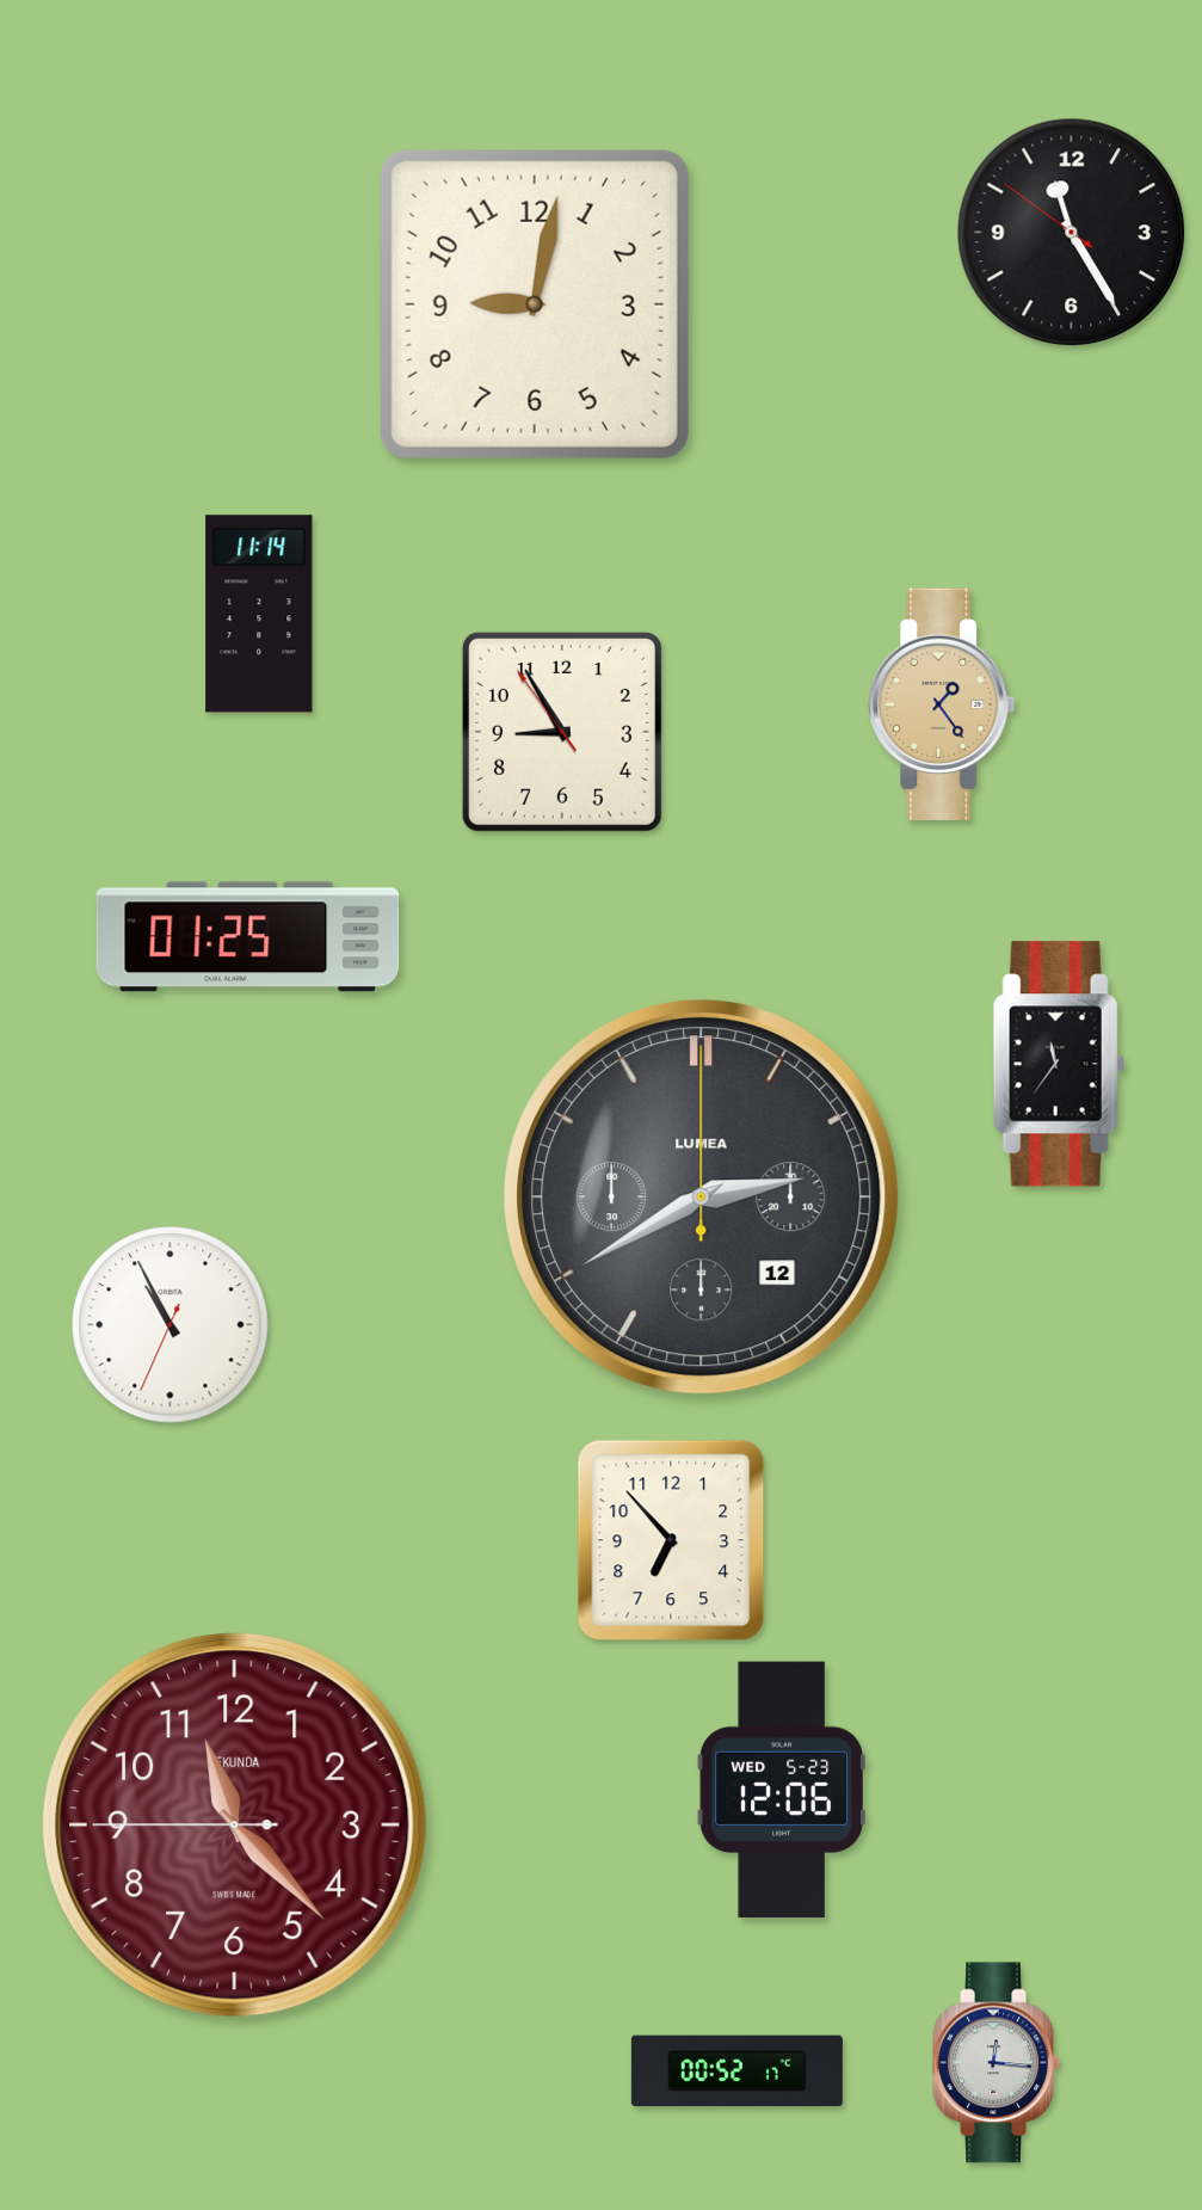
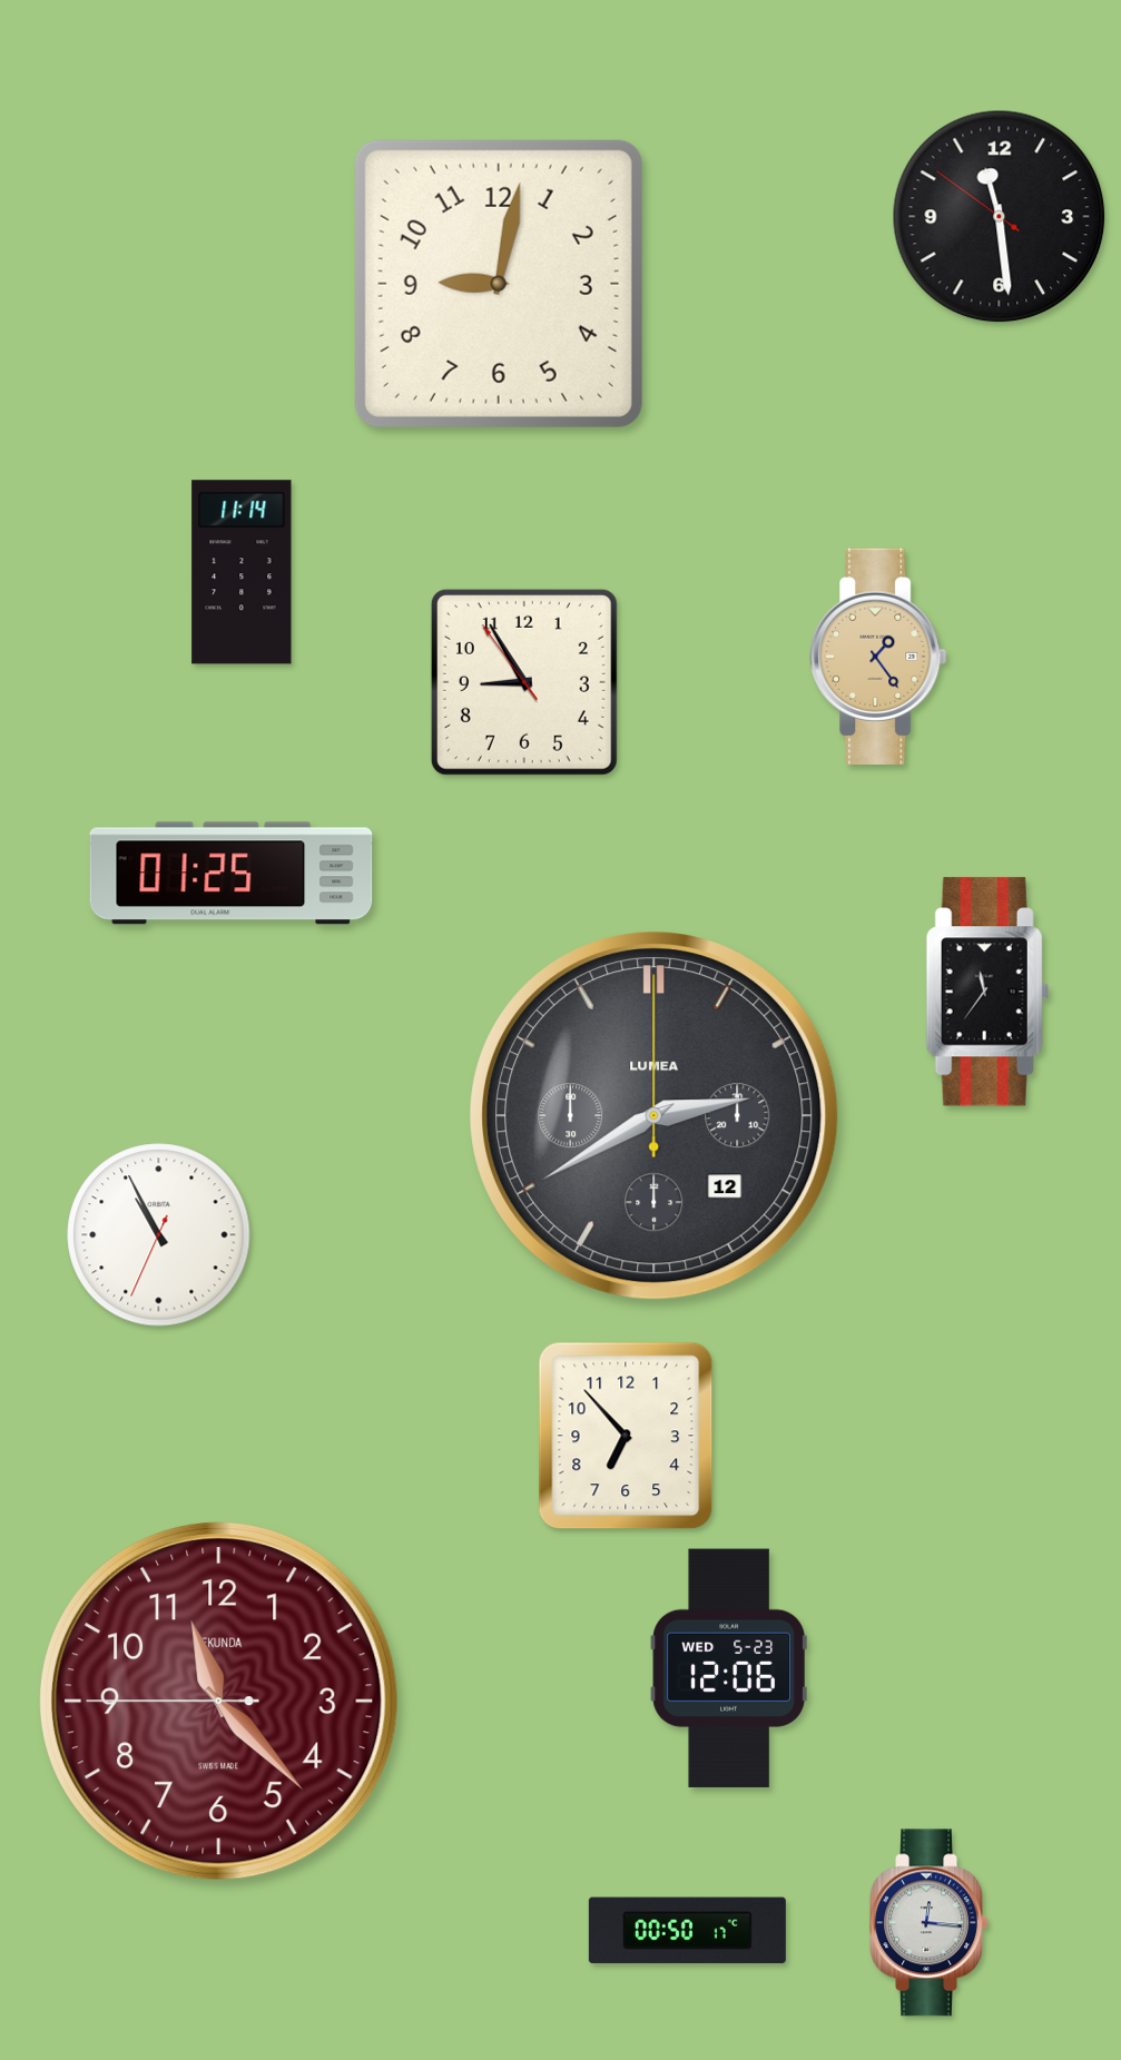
clock at (1072, 233): 11:24 -> 11:28
clock at (736, 2072): 00:52 -> 00:50
